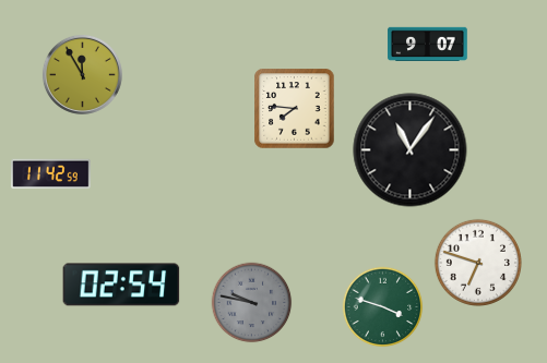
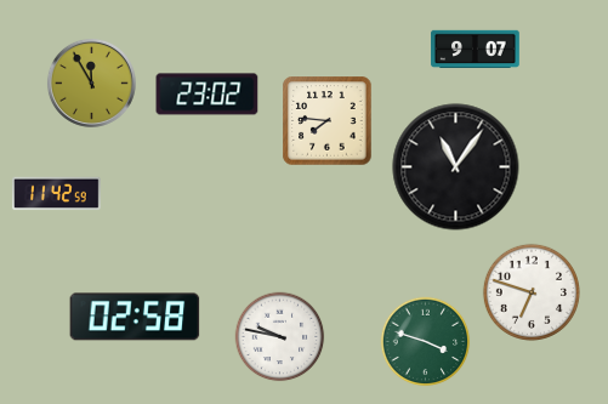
clock at (208, 95): none -> 23:02
clock at (121, 285): 02:54 -> 02:58
clock at (252, 303) dial: grey -> white
